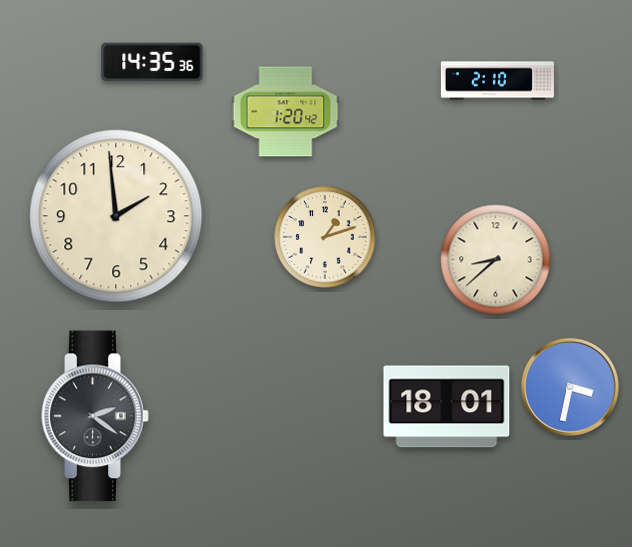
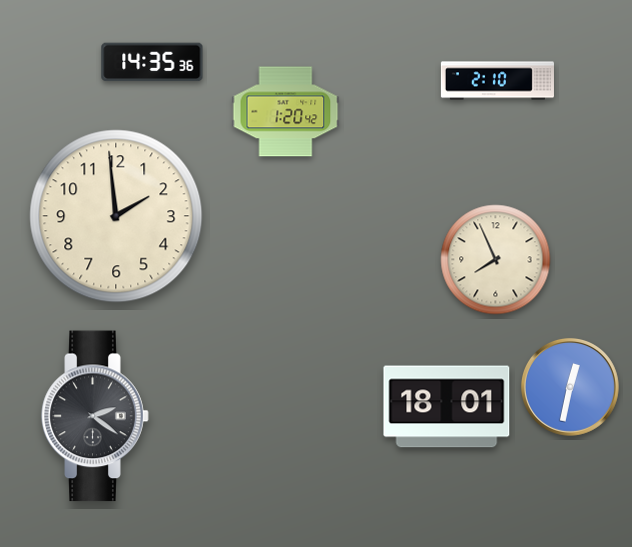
clock at (325, 237): 1:12 -> none
clock at (496, 260): 8:38 -> 7:56
clock at (570, 387): 3:32 -> 12:32
